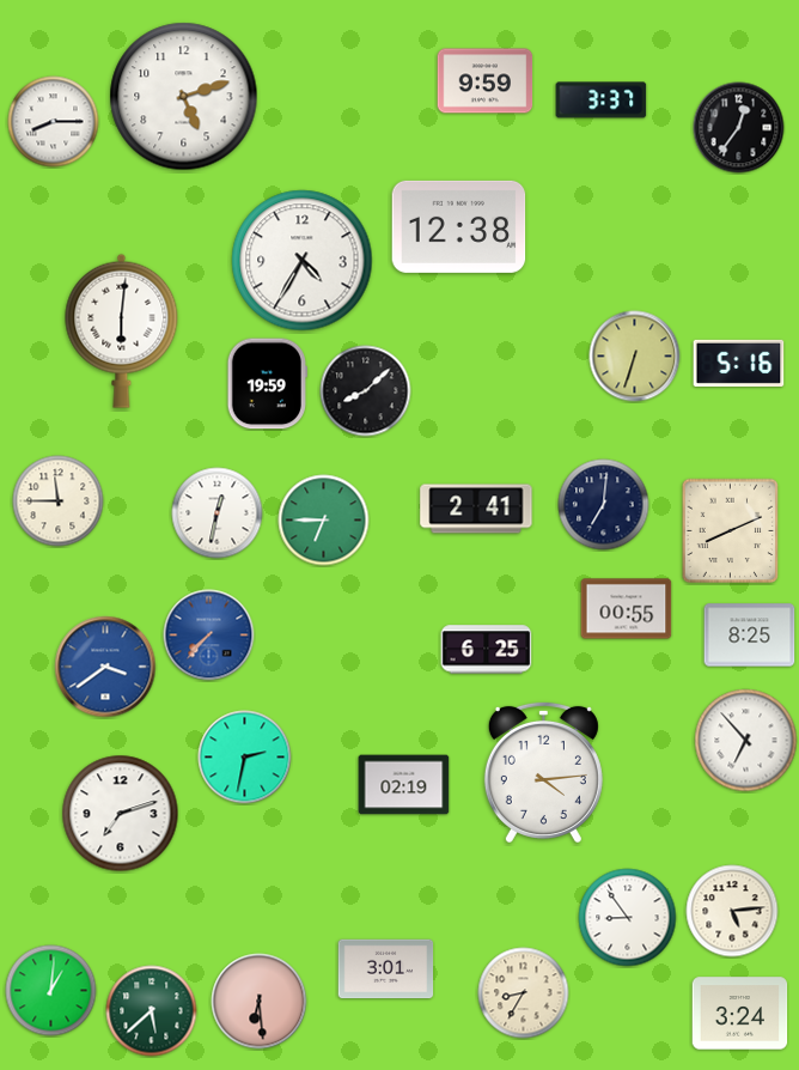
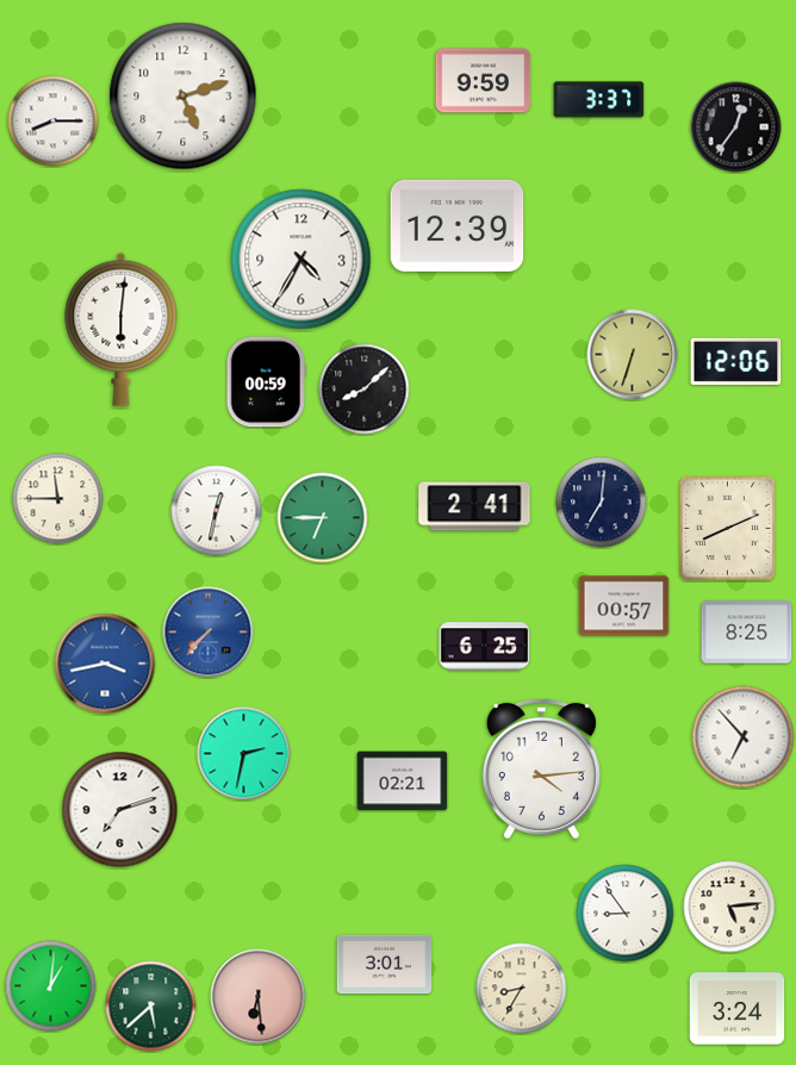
clock at (459, 226): 12:38 -> 12:39
clock at (739, 363): 5:16 -> 12:06
clock at (267, 384): 19:59 -> 00:59
clock at (627, 609): 00:55 -> 00:57
clock at (105, 667): 3:39 -> 3:43
clock at (404, 785): 02:19 -> 02:21
